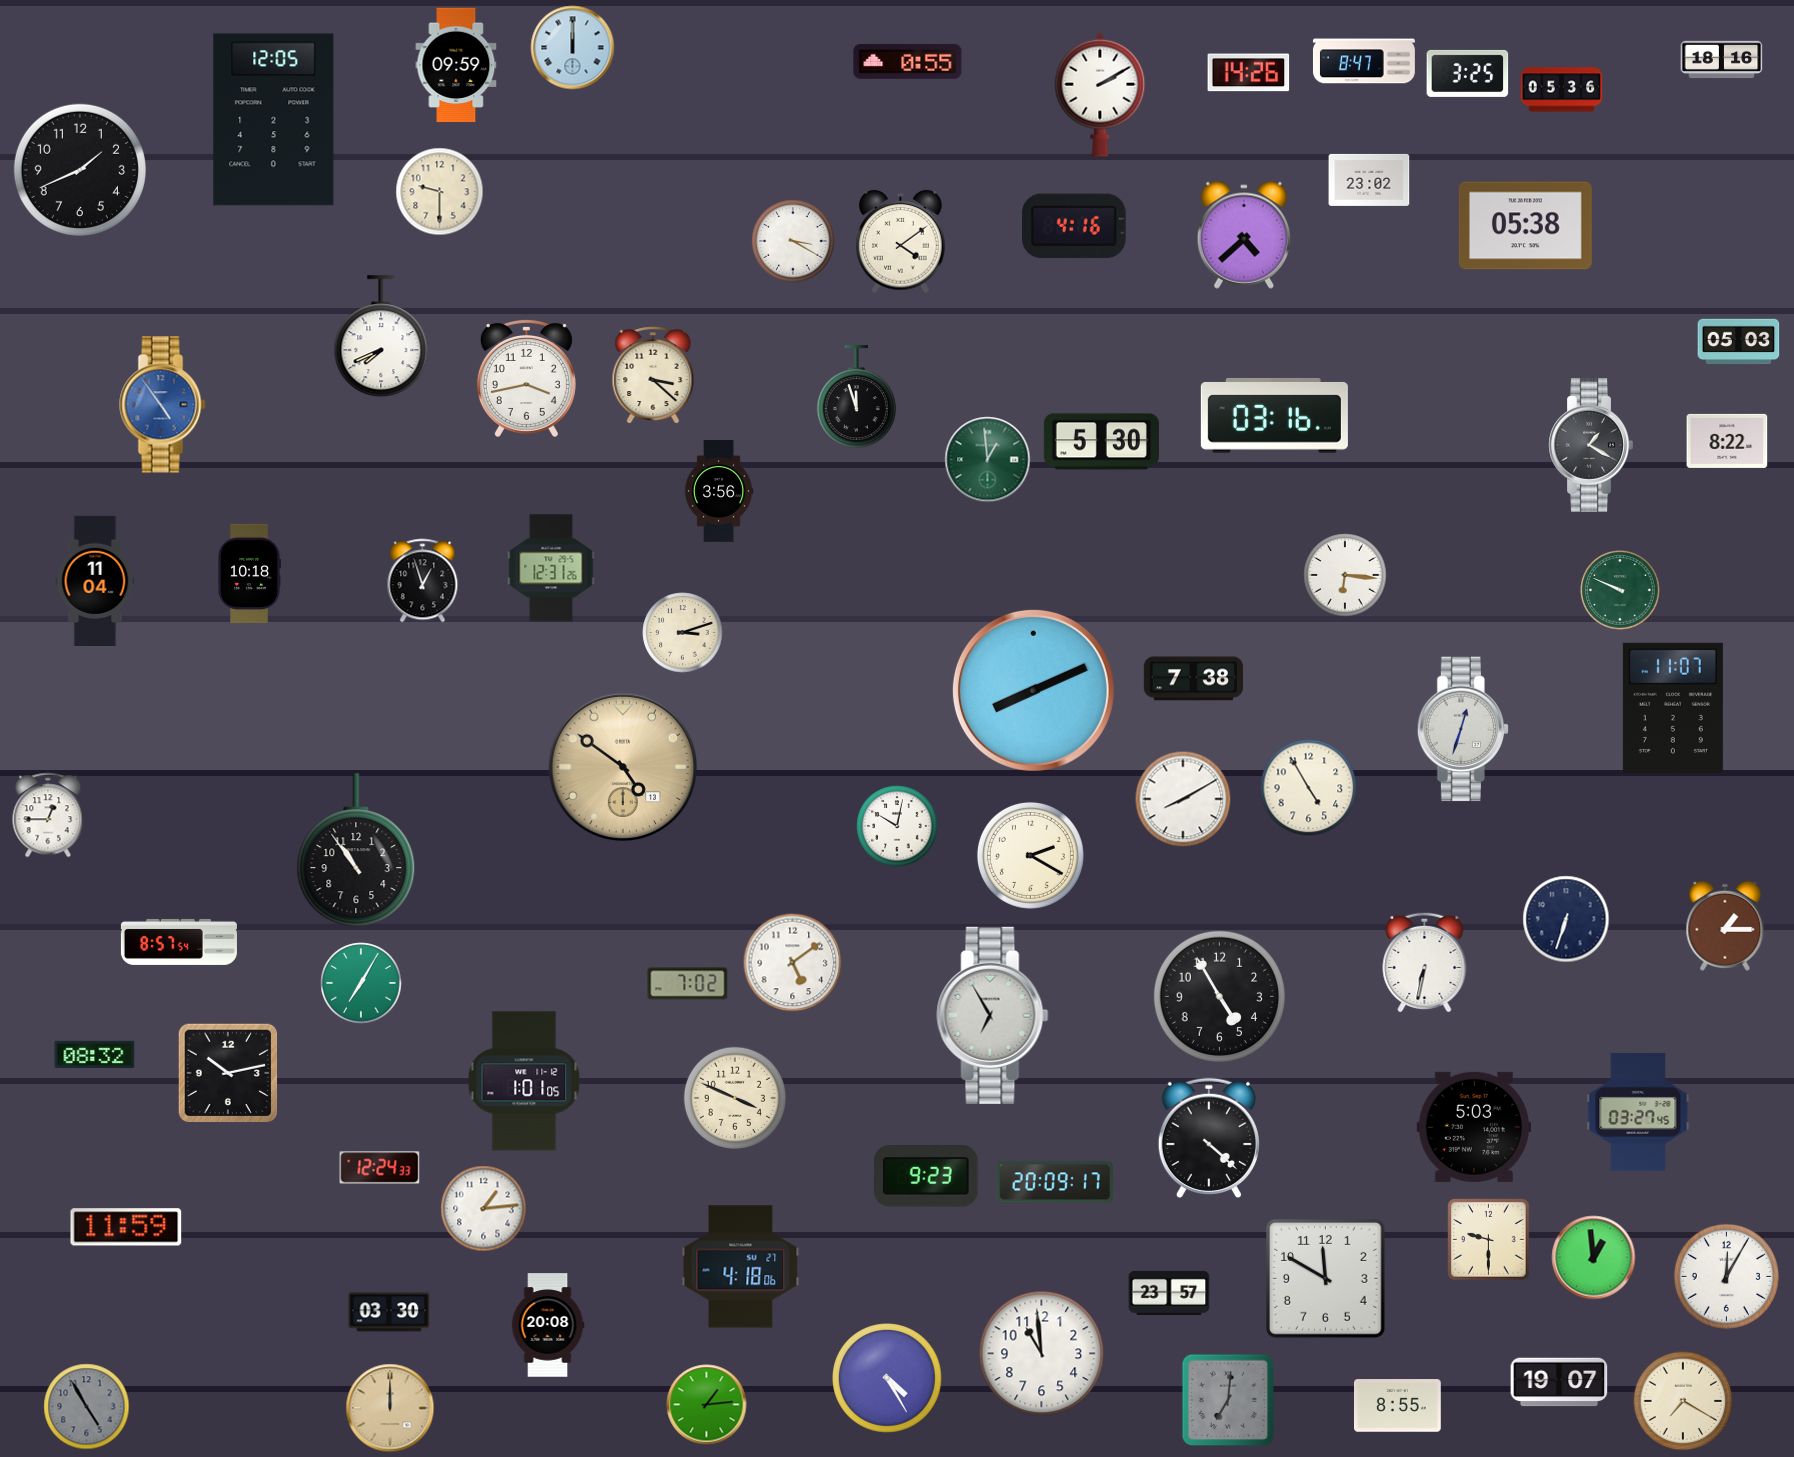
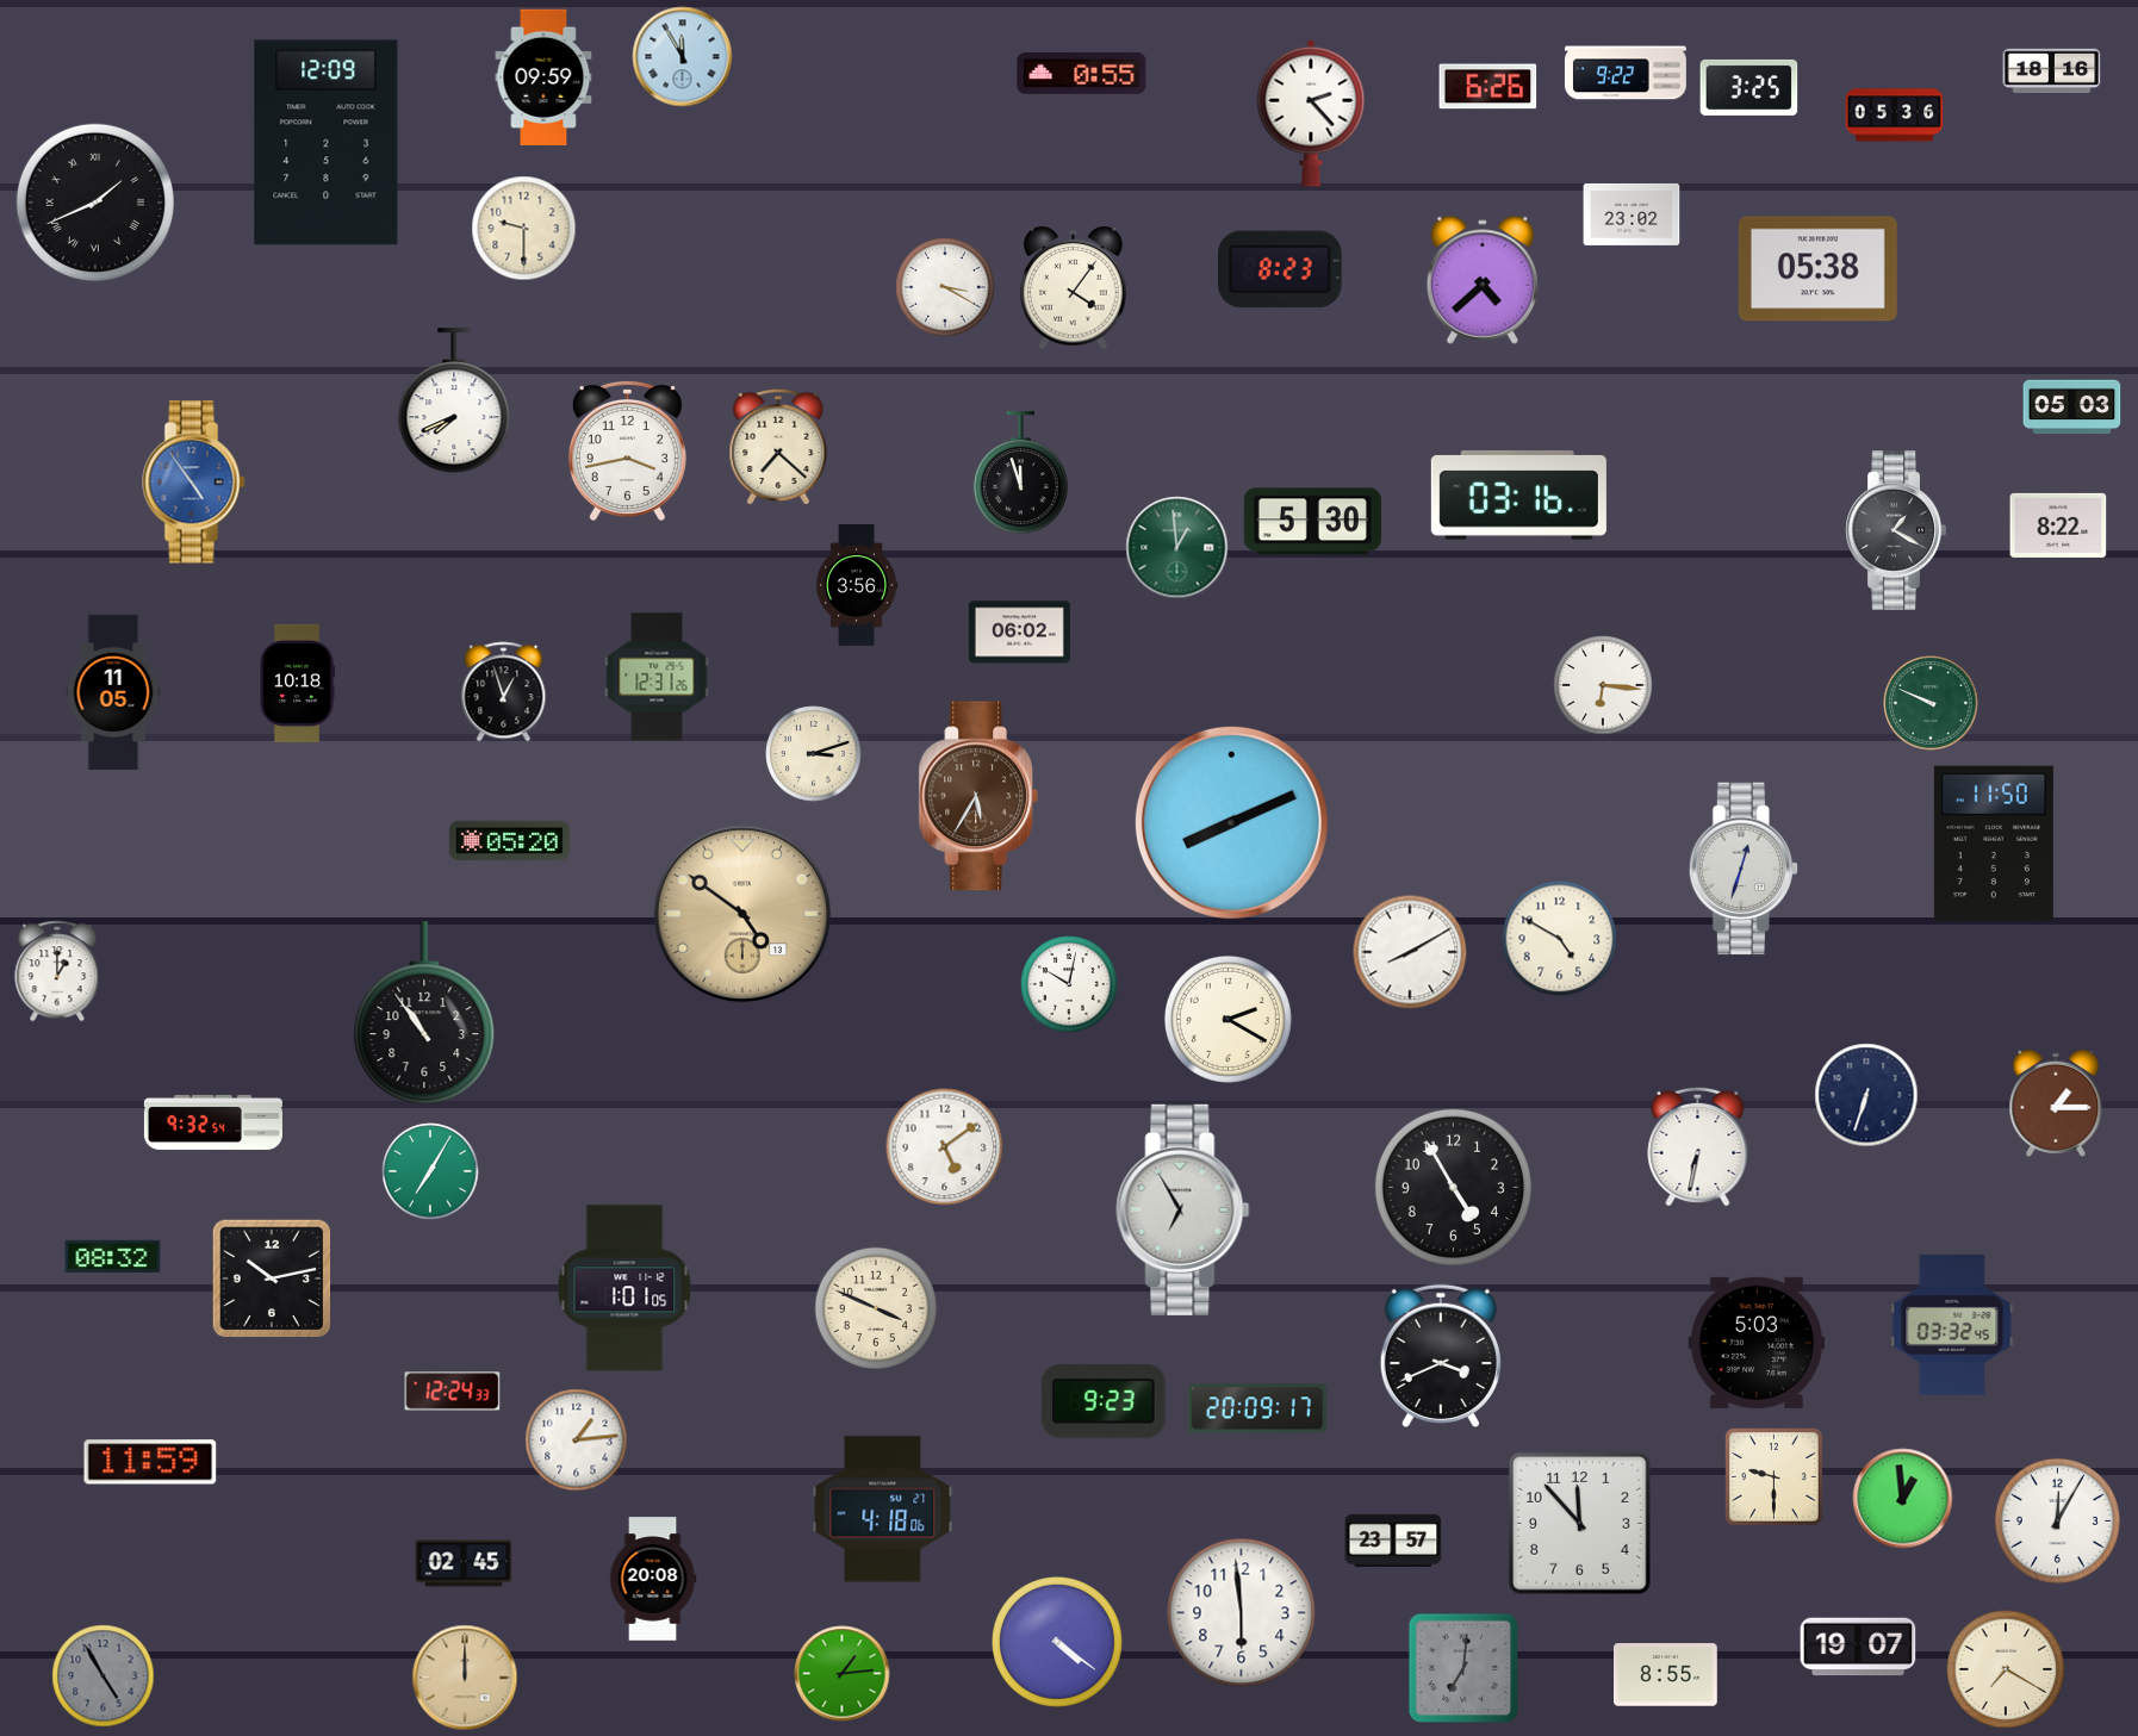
clock at (573, 48): 12:00 -> 11:55
clock at (1364, 61): 8:47 -> 9:22
clock at (1249, 73): 14:26 -> 6:26
clock at (1562, 90) position: (1562, 90) -> (1895, 116)
clock at (1100, 95): 2:10 -> 2:23
clock at (274, 120): 12:05 -> 12:09
clock at (80, 170) numerals: Arabic -> Roman
clock at (1075, 226): 4:16 -> 8:23
clock at (901, 242): 4:09 -> 4:06
clock at (653, 376): 3:22 -> 7:22
clock at (1101, 442) position: (1101, 442) -> (1312, 522)
clock at (1019, 633): none -> 06:02
clock at (95, 580): 11:04 -> 11:05
clock at (978, 796): none -> 5:35
clock at (1193, 679): 7:38 -> none
clock at (509, 841): none -> 05:20
clock at (1673, 708): 11:07 -> 11:50
clock at (1309, 788): 4:55 -> 4:50
clock at (48, 815): 12:45 -> 1:00
clock at (179, 942): 8:57 -> 9:32
clock at (688, 984): 7:02 -> none
clock at (1638, 1112): 03:27 -> 03:32
clock at (1209, 1137): 4:22 -> 3:41
clock at (1594, 1258) position: (1594, 1258) -> (1903, 1499)
clock at (1326, 1279): 11:50 -> 11:53
clock at (389, 1312): 03:30 -> 02:45
clock at (1042, 1354): 10:59 -> 5:59
clock at (888, 1379): 4:25 -> 4:21
